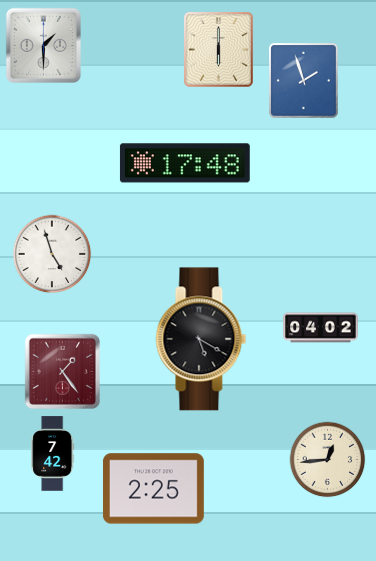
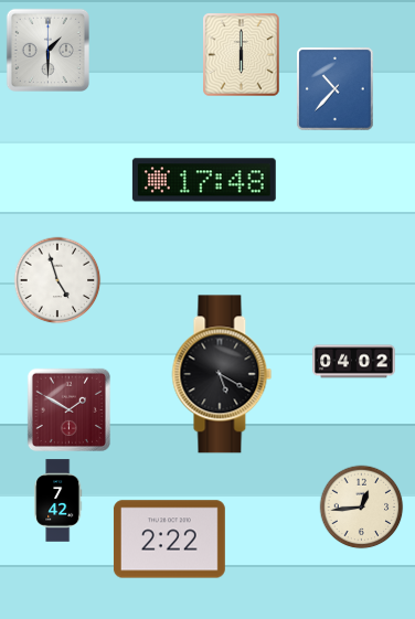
clock at (304, 81): 1:57 -> 10:37
clock at (62, 371): 1:24 -> 1:50
clock at (153, 489): 2:25 -> 2:22
